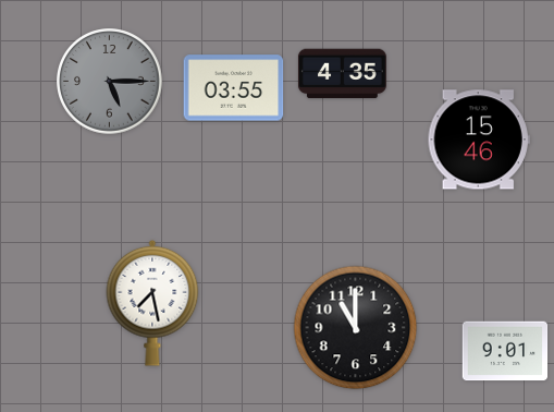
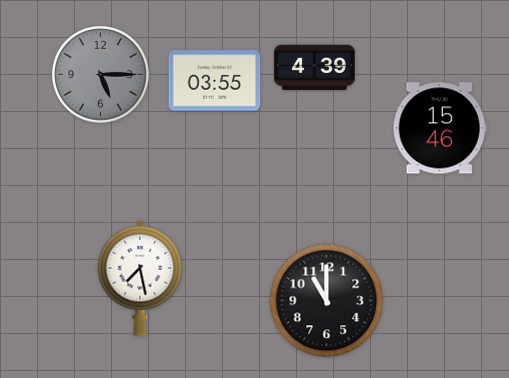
clock at (342, 74): 4:35 -> 4:39
clock at (505, 351): 9:01 -> none
